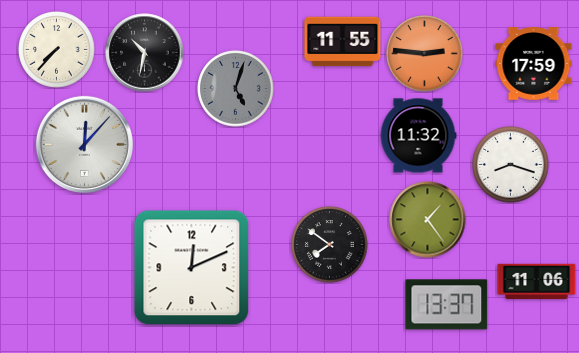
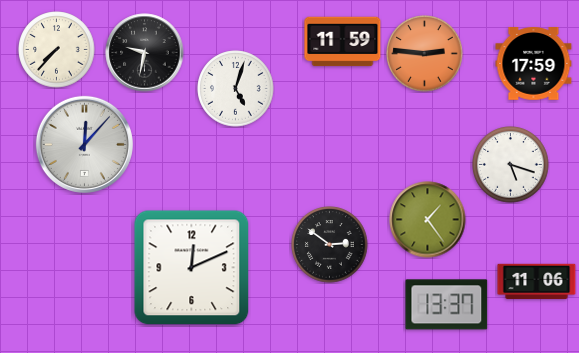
clock at (343, 42): 11:55 -> 11:59
clock at (145, 53): 10:32 -> 9:32
clock at (236, 89) dial: grey -> white
clock at (418, 136): 11:32 -> none
clock at (511, 165): 8:18 -> 5:18
clock at (330, 245): 7:51 -> 2:51
